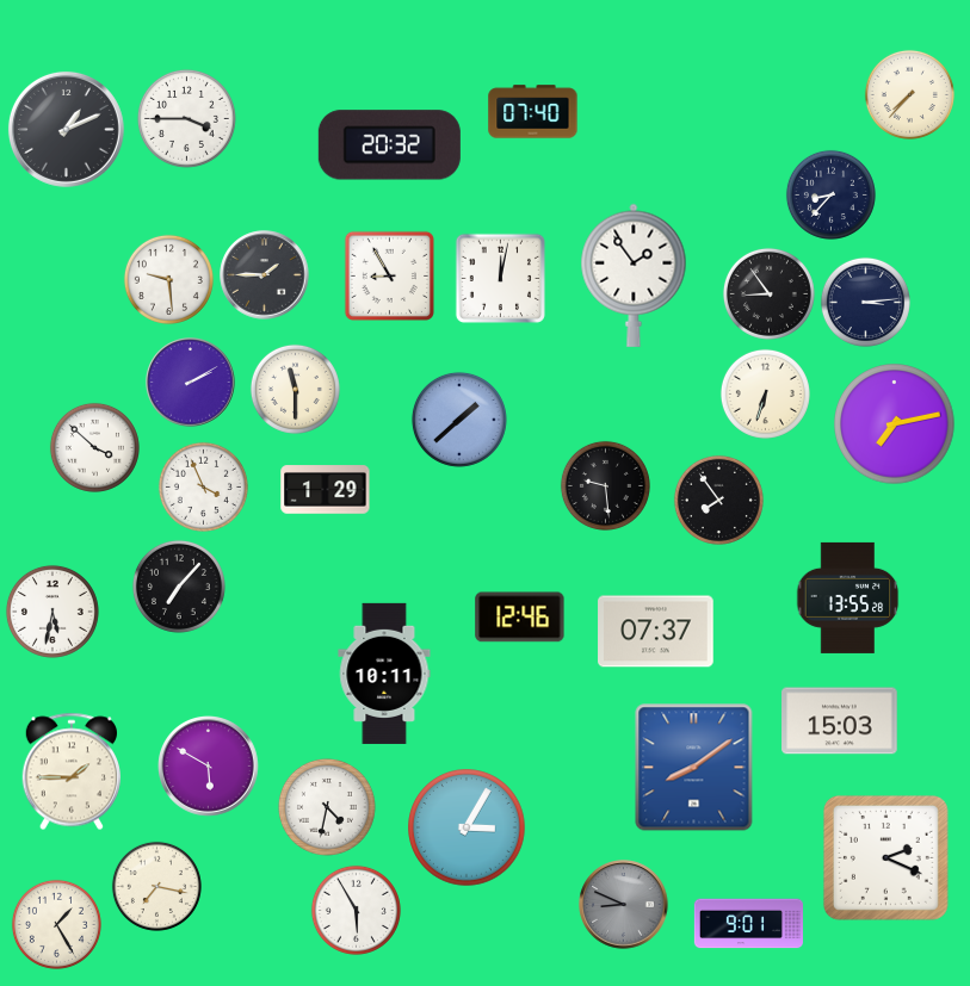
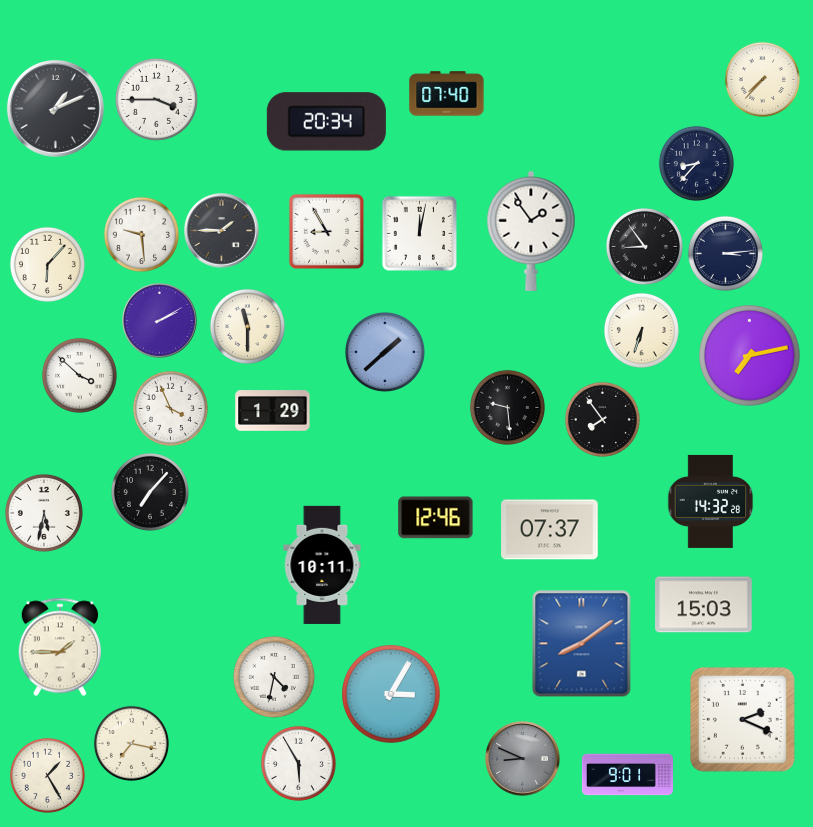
clock at (389, 145): 20:32 -> 20:34
clock at (47, 264): none -> 6:07
clock at (848, 597): 13:55 -> 14:32
clock at (209, 767): 5:50 -> none
